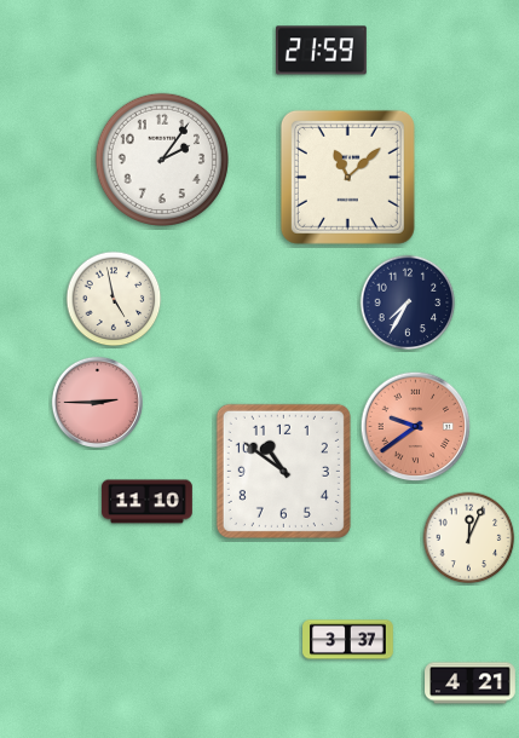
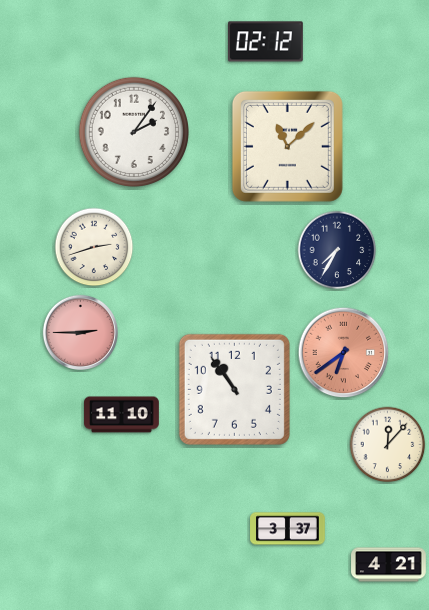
clock at (322, 51): 21:59 -> 02:12
clock at (114, 299): 4:58 -> 2:42
clock at (416, 427): 9:39 -> 6:39
clock at (283, 471): 10:51 -> 10:54
clock at (469, 538): 12:04 -> 12:07
